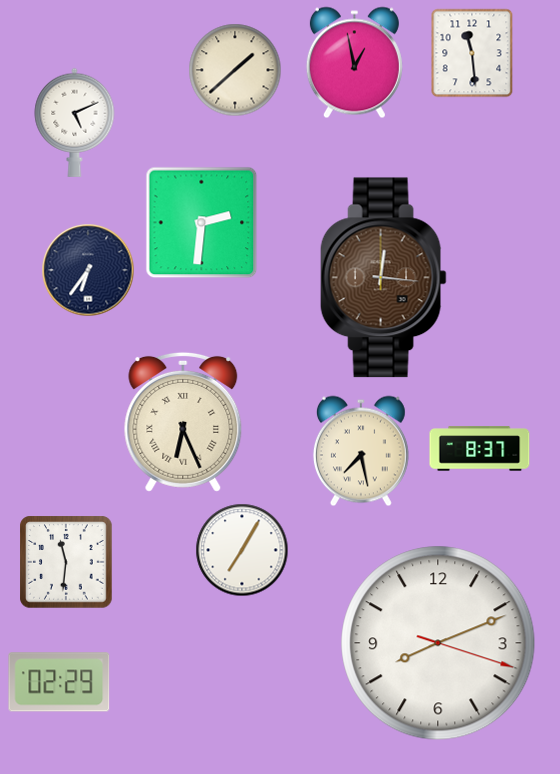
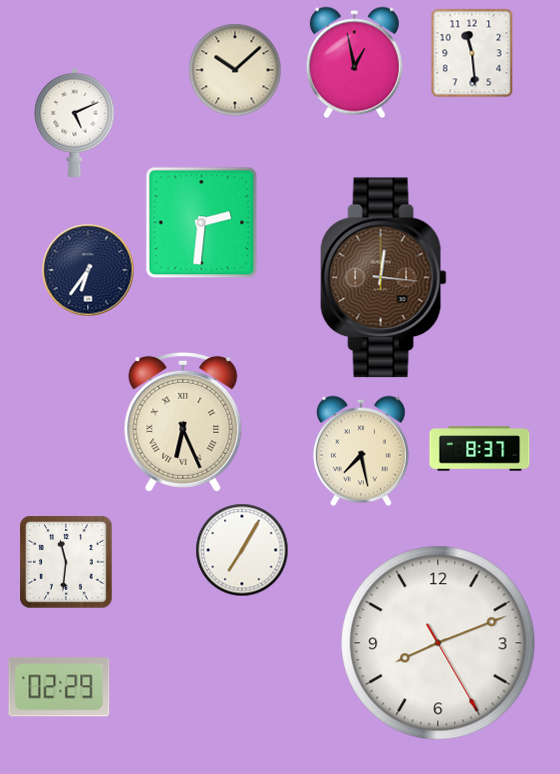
clock at (235, 70): 1:38 -> 10:08
clock at (438, 643): 8:11:18 -> 8:11:25
clock at (59, 682) position: (59, 682) -> (59, 687)
